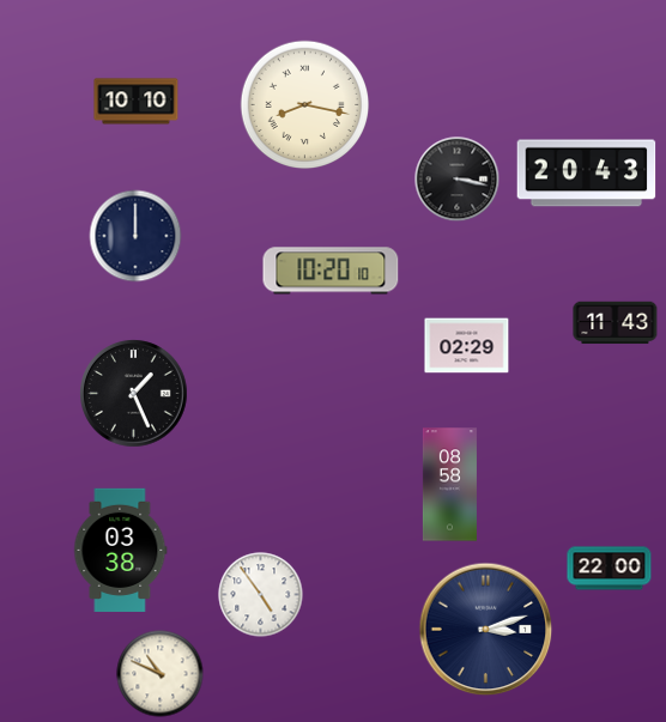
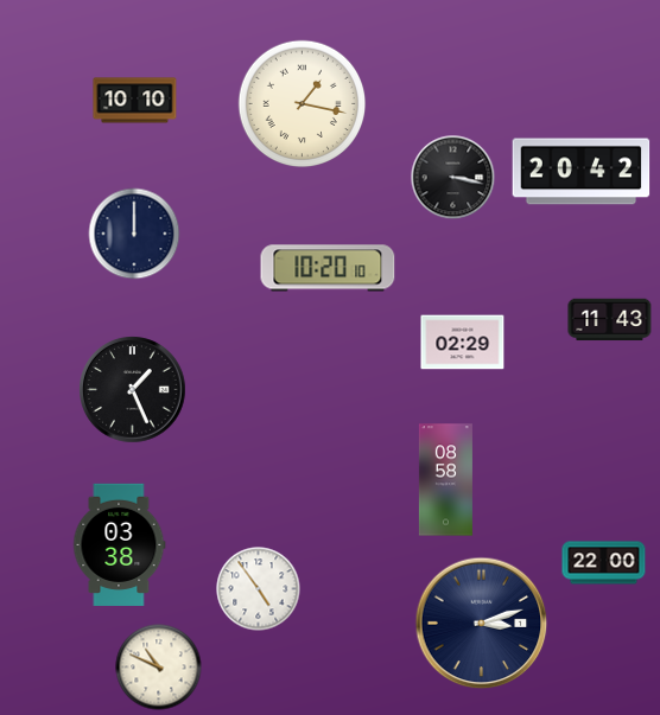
clock at (305, 105): 8:17 -> 1:17
clock at (587, 174): 20:43 -> 20:42
